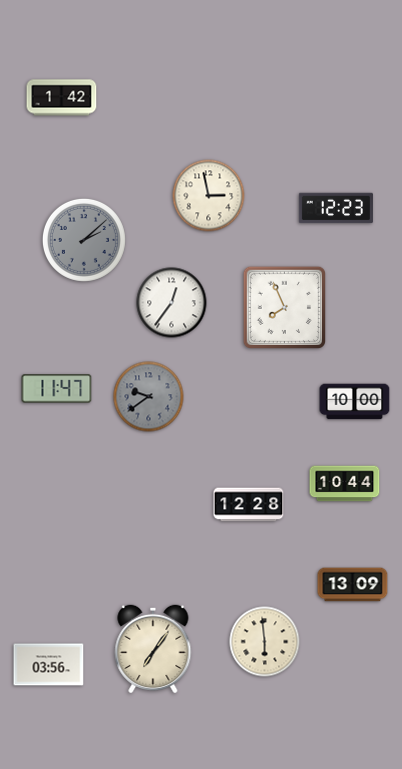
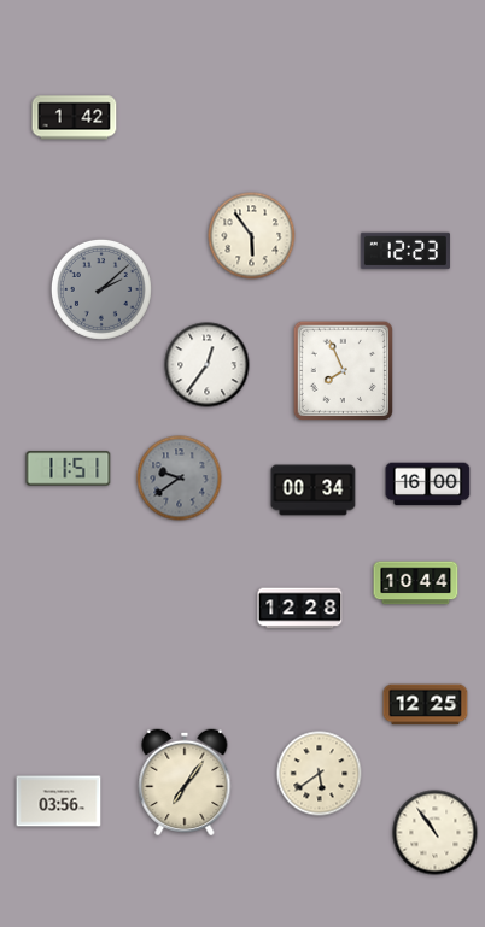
clock at (209, 196): 2:58 -> 5:54
clock at (57, 389): 11:47 -> 11:51
clock at (355, 402): 10:00 -> 16:00
clock at (314, 491): none -> 00:34
clock at (353, 585): 13:09 -> 12:25
clock at (265, 642): 5:59 -> 5:39
clock at (436, 833): none -> 10:54
